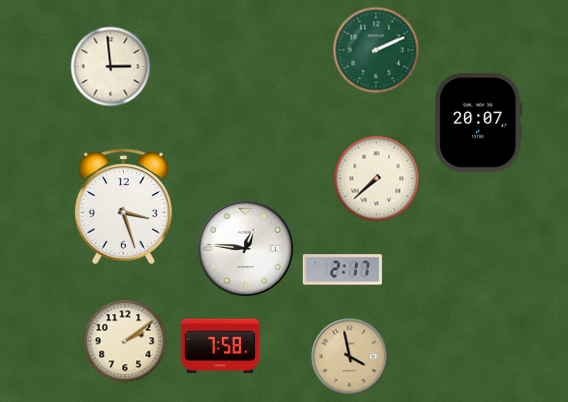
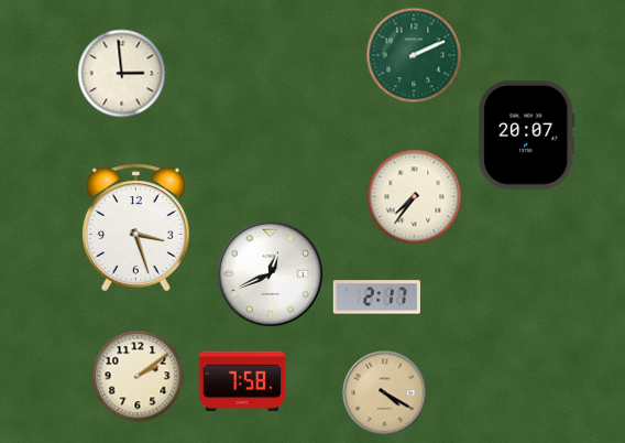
clock at (377, 179): 7:38 -> 7:36
clock at (246, 249): 12:46 -> 12:41
clock at (350, 357): 3:58 -> 4:20
